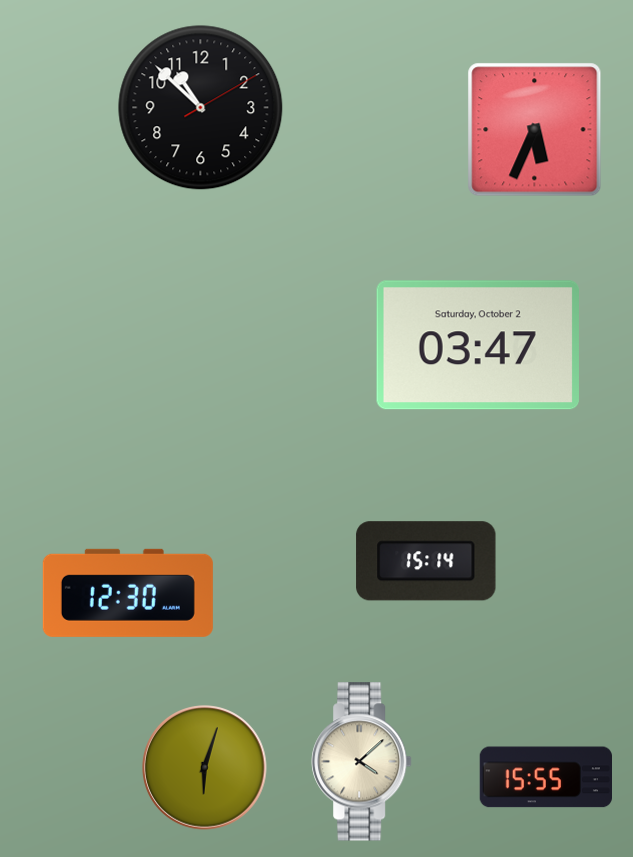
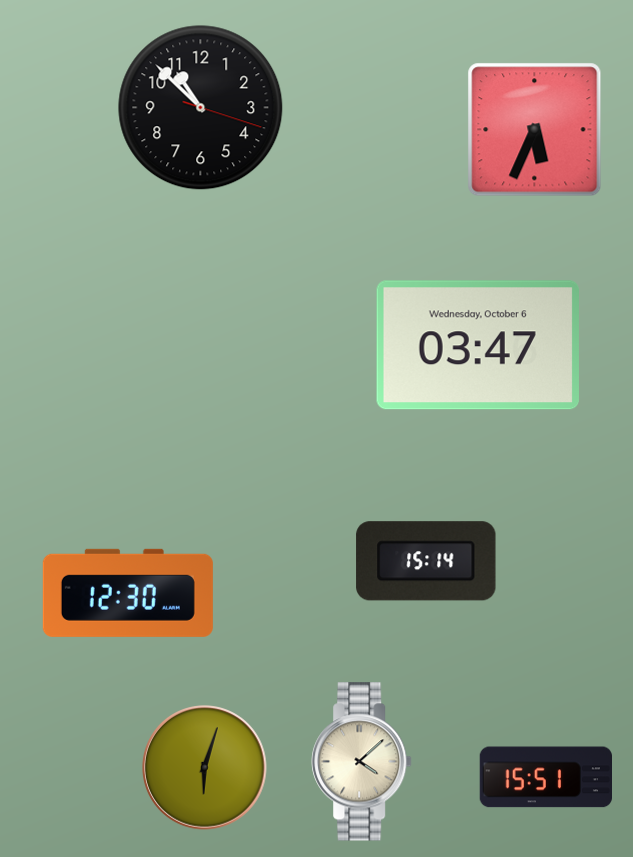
clock at (201, 108): 10:52:10 -> 10:52:18
clock at (478, 345) date: Saturday, October 2 -> Wednesday, October 6
clock at (545, 777): 15:55 -> 15:51
